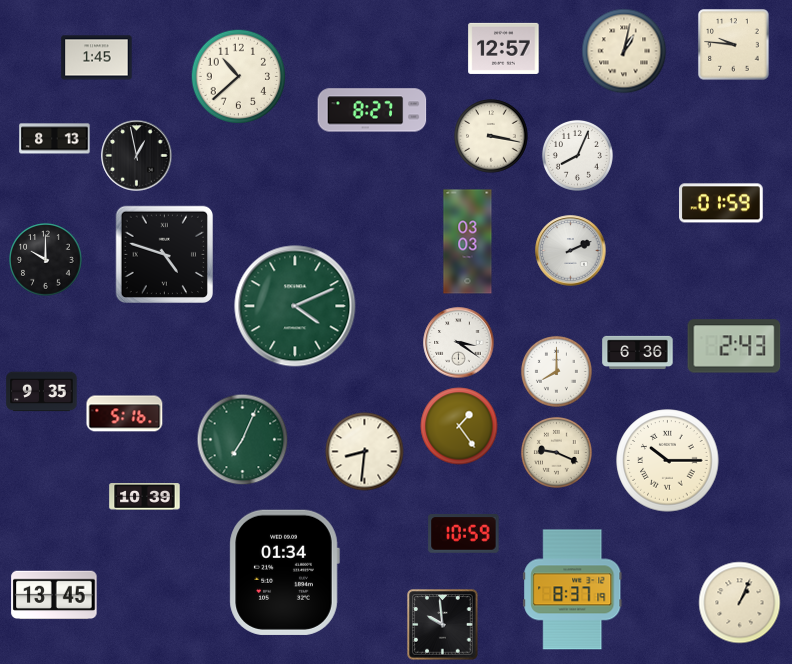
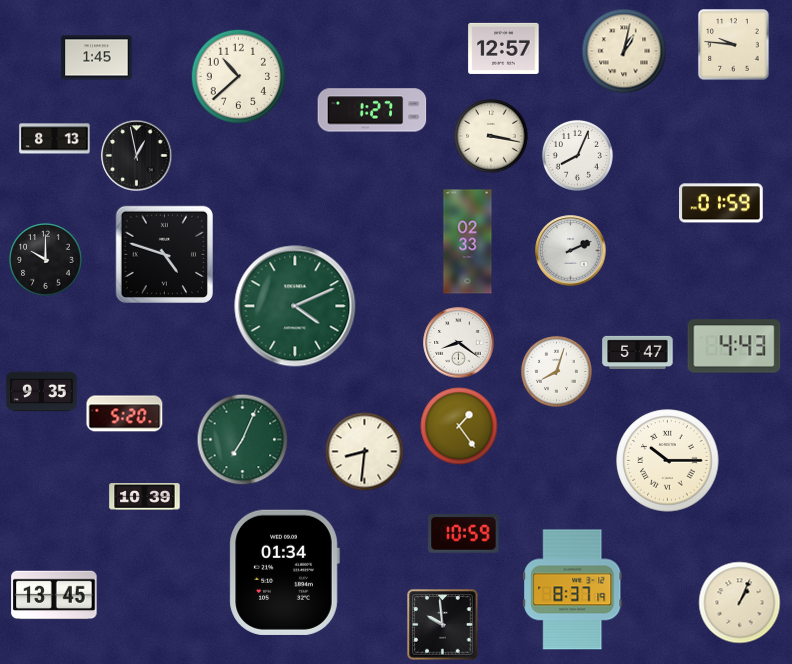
clock at (372, 110): 8:27 -> 1:27
clock at (468, 242): 03:03 -> 02:33
clock at (459, 343): 3:21 -> 8:21
clock at (734, 346): 2:43 -> 4:43
clock at (638, 352): 6:36 -> 5:47
clock at (556, 371): 8:00 -> 8:03
clock at (125, 414): 5:16 -> 5:20
clock at (556, 452): 9:19 -> none
